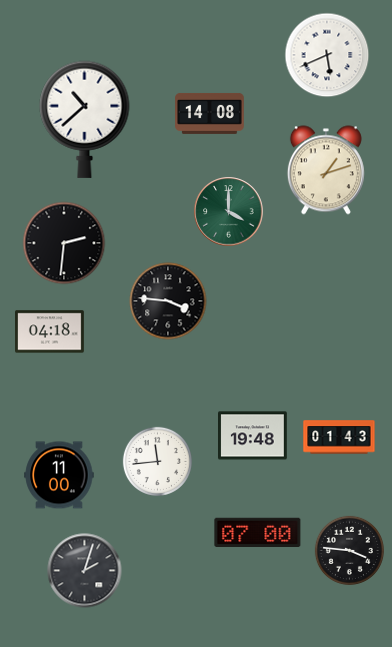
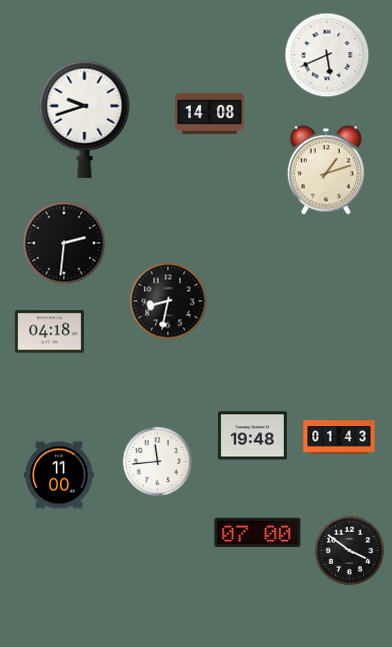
clock at (85, 119): 10:38 -> 9:42
clock at (229, 212): 4:00 -> none
clock at (168, 301): 3:46 -> 8:32
clock at (349, 550): 3:46 -> 3:51
clock at (85, 571): 2:03 -> none
